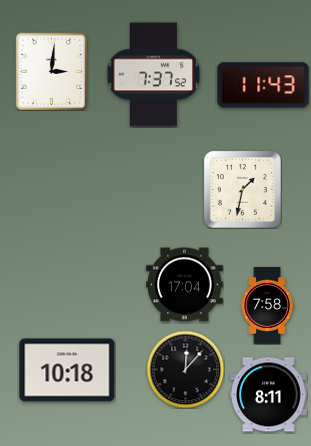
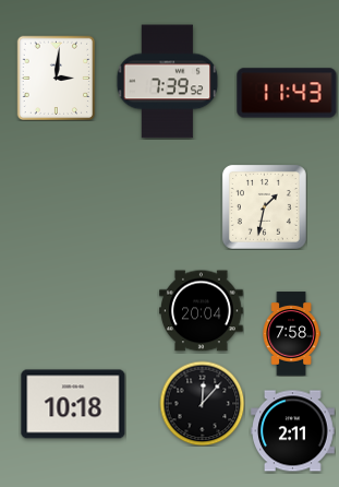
clock at (154, 75): 7:37 -> 7:39
clock at (185, 285): 17:04 -> 20:04
clock at (269, 395): 8:11 -> 2:11
